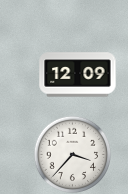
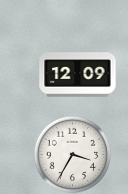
clock at (72, 154): 3:37 -> 3:35
